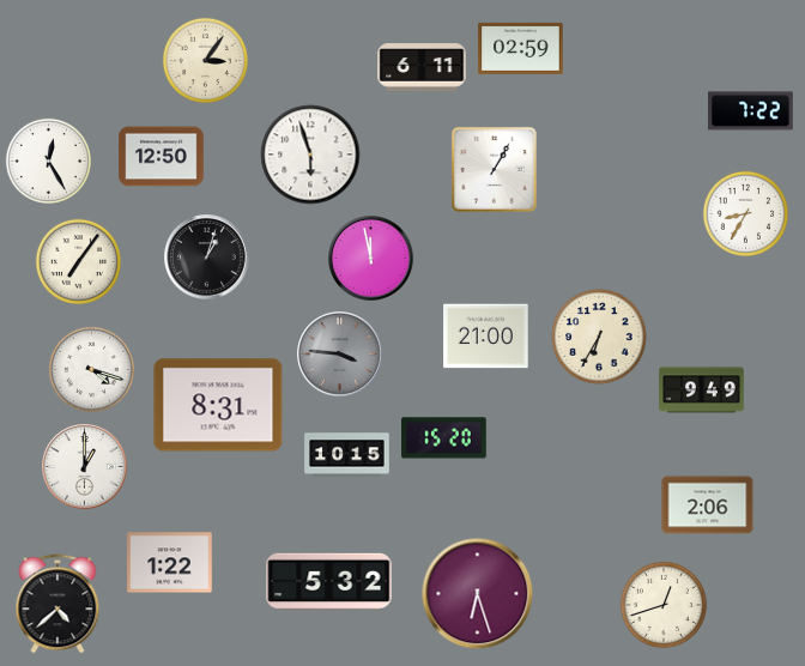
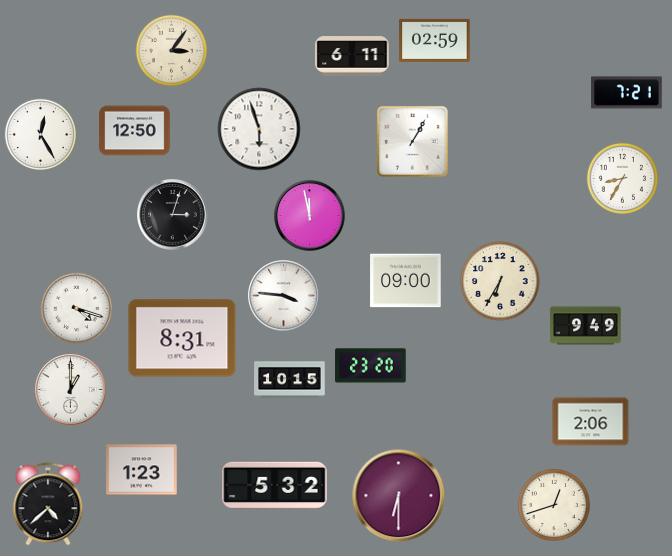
clock at (751, 111): 7:22 -> 7:21
clock at (207, 258): 1:03 -> 3:03
clock at (78, 261): 7:06 -> none
clock at (486, 337): 21:00 -> 09:00
clock at (340, 355) dial: grey -> white
clock at (444, 438): 15:20 -> 23:20
clock at (170, 563): 1:22 -> 1:23
clock at (478, 594): 6:27 -> 6:30
